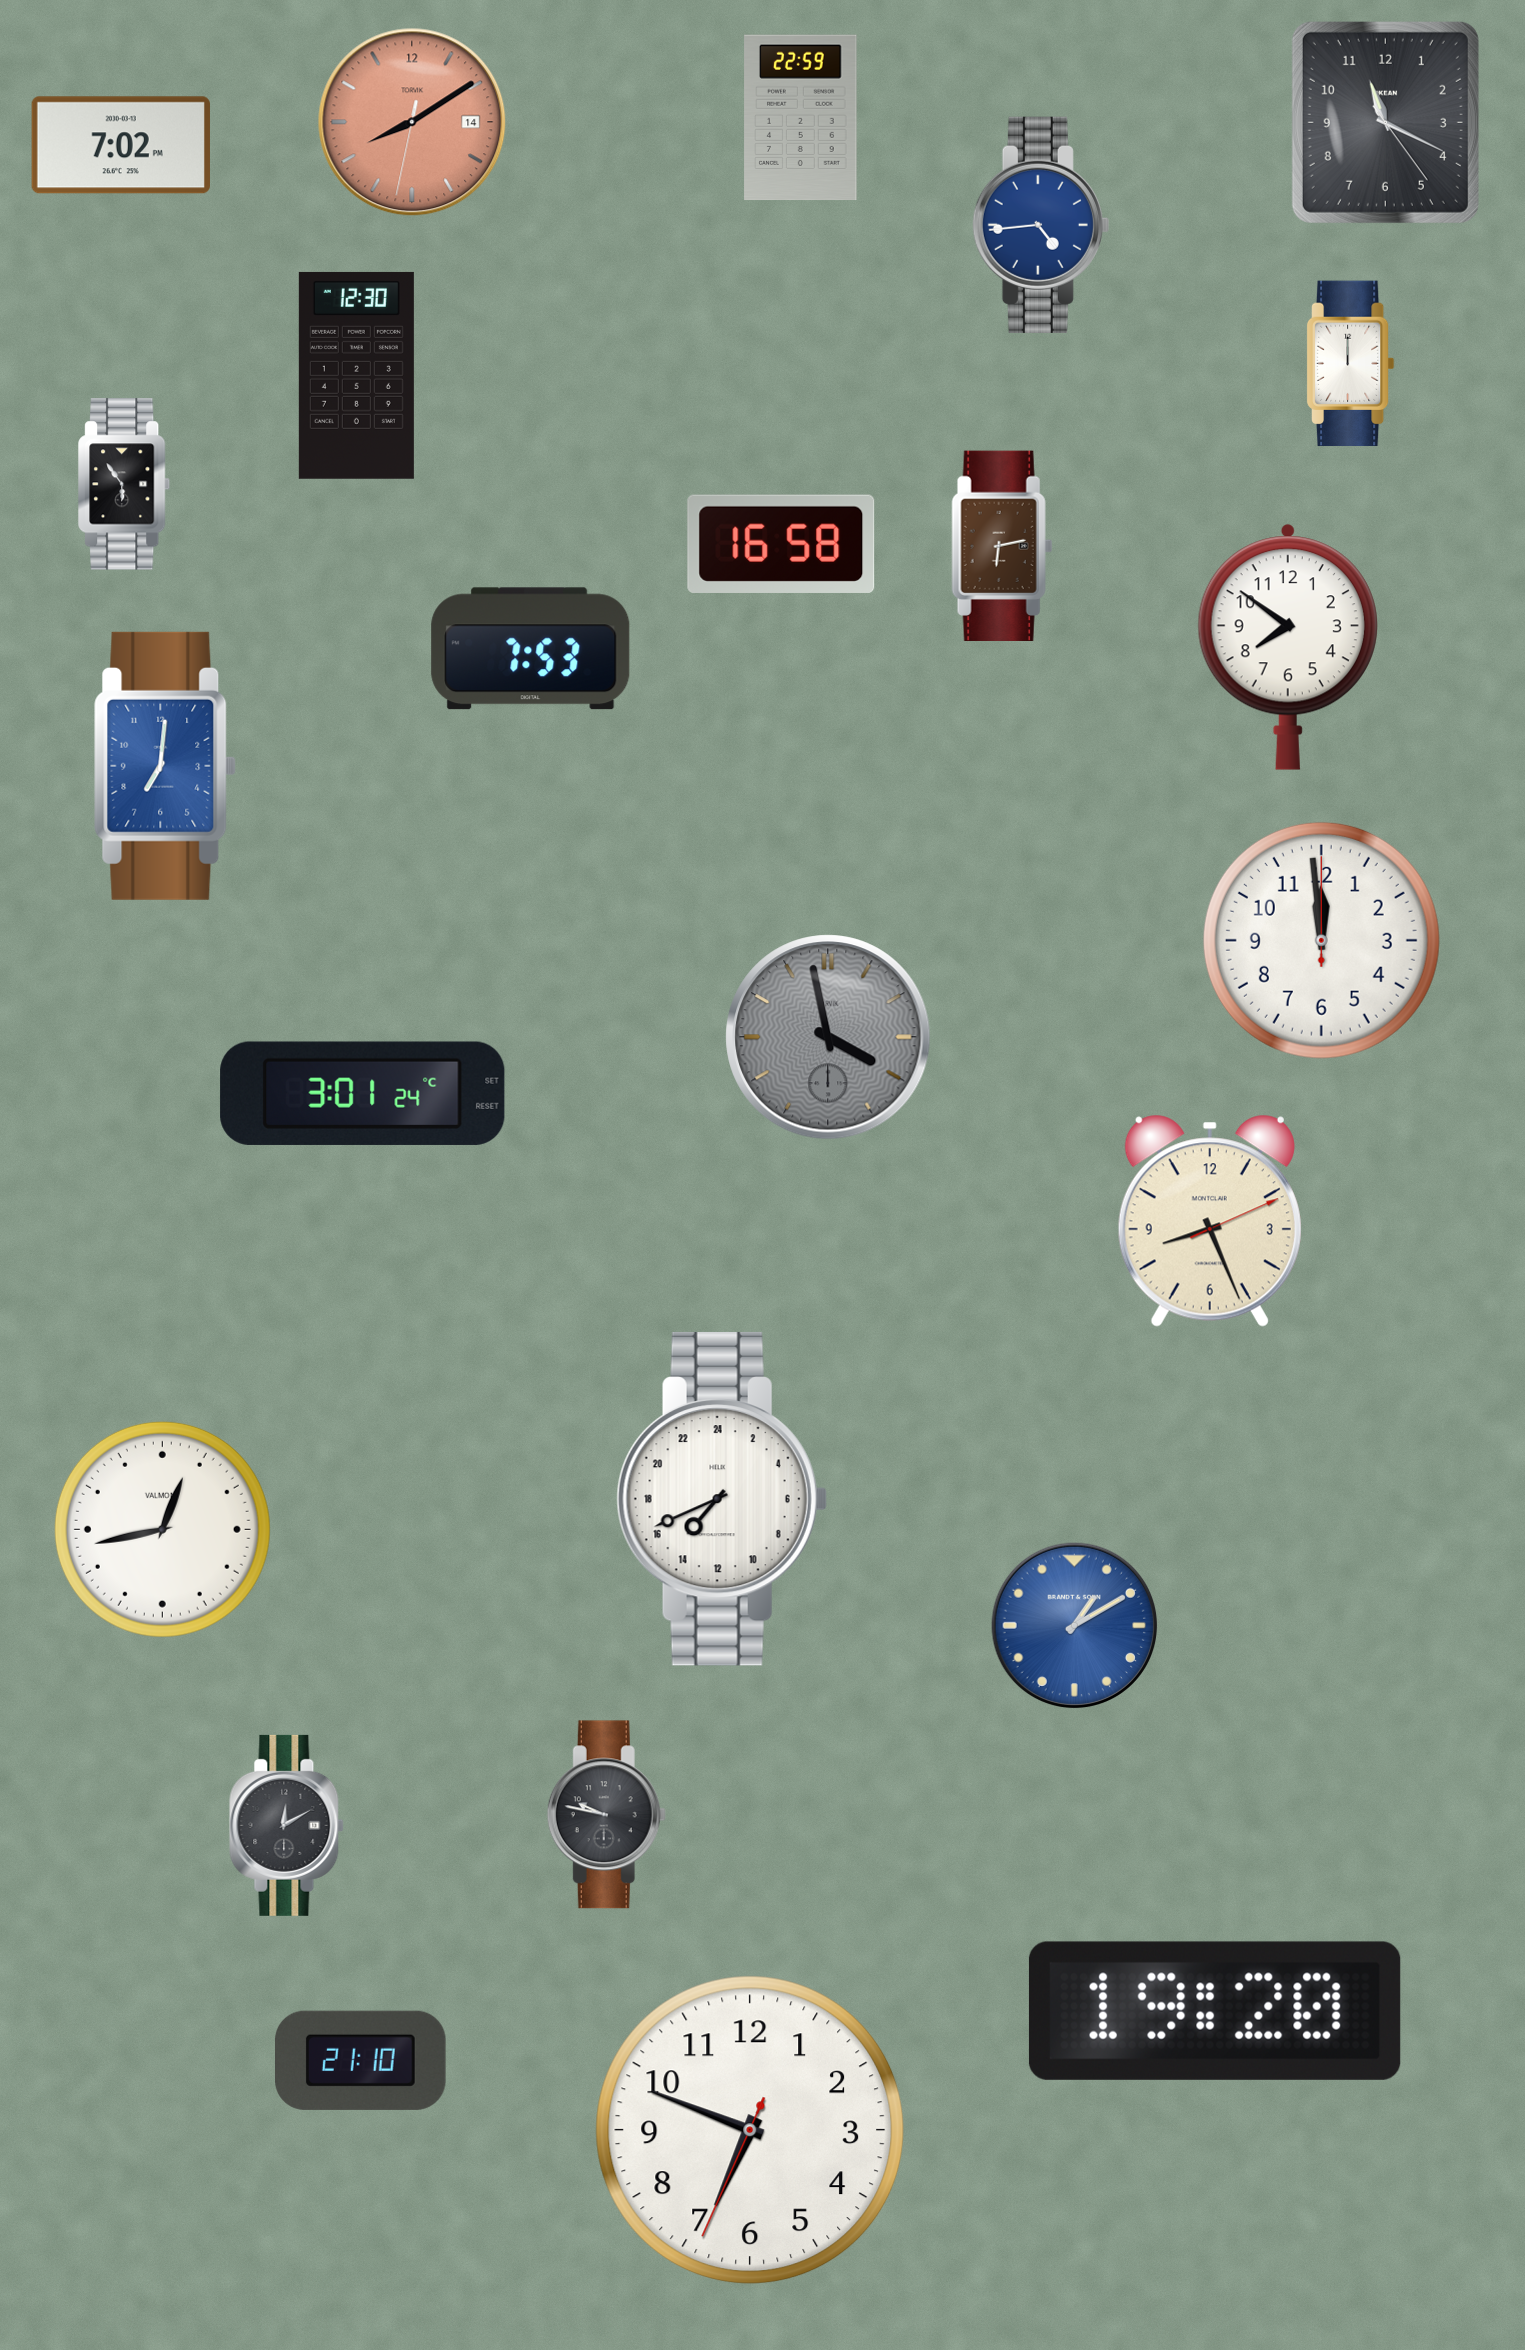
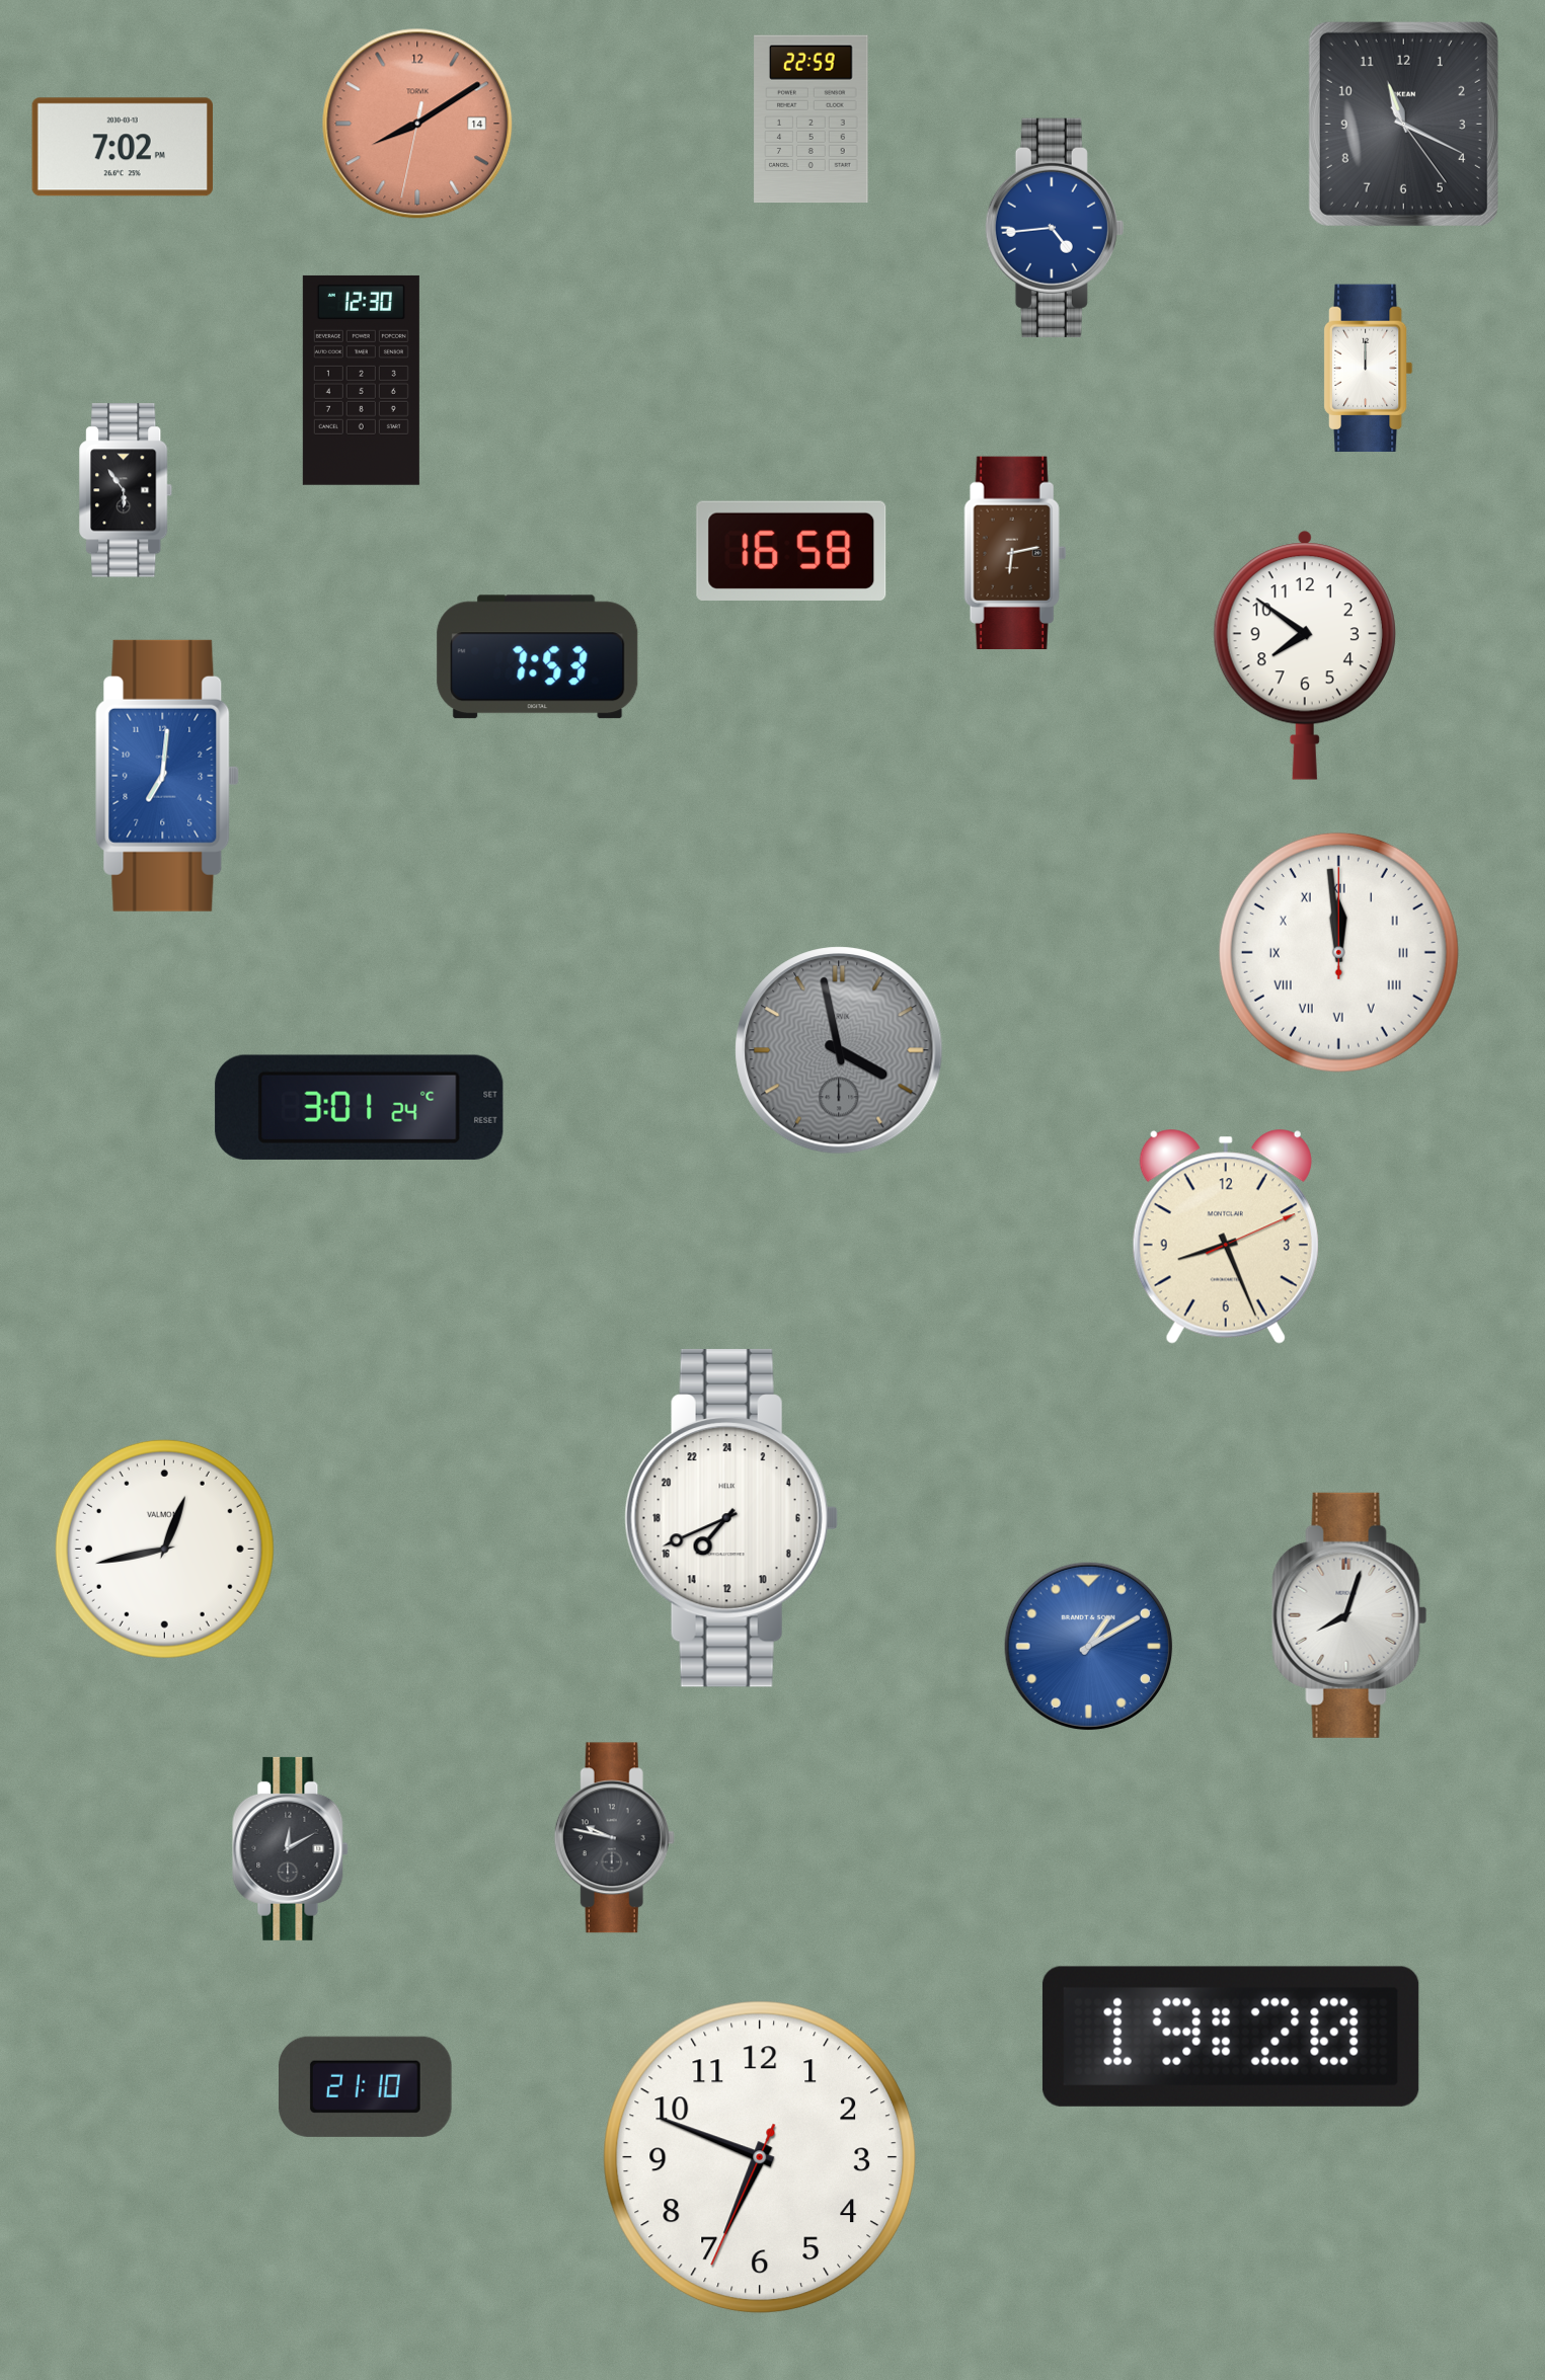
clock at (1321, 940) numerals: Arabic -> Roman
clock at (363, 1093) position: (363, 1093) -> (360, 1107)
clock at (1349, 1615): none -> 8:03
